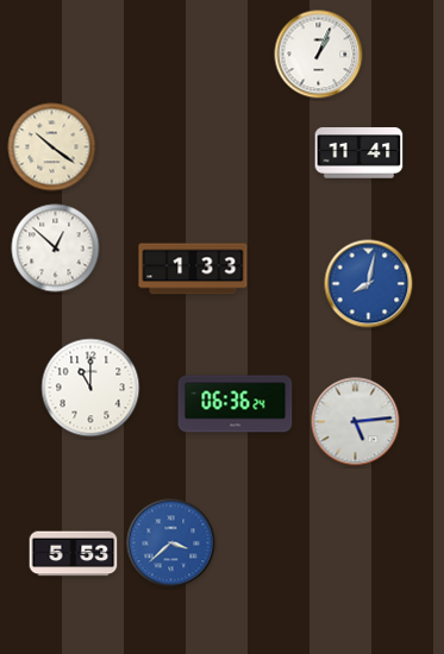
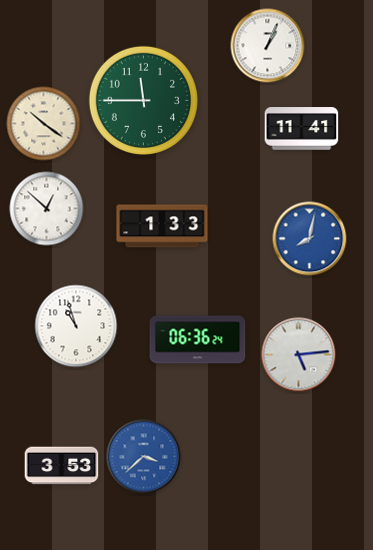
clock at (143, 100): none -> 11:45
clock at (90, 388): 11:00 -> 10:57
clock at (74, 554): 5:53 -> 3:53
